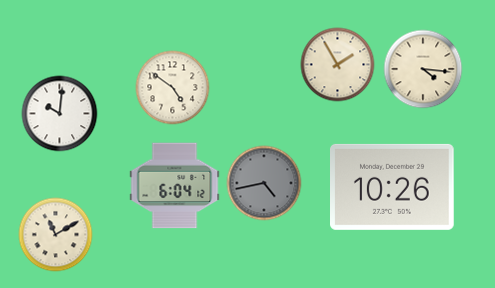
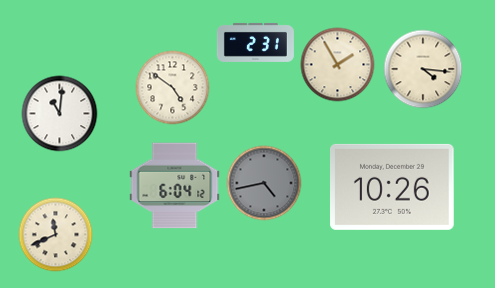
clock at (255, 42): none -> 2:31
clock at (60, 114): 10:01 -> 11:01
clock at (56, 235): 11:10 -> 11:41
